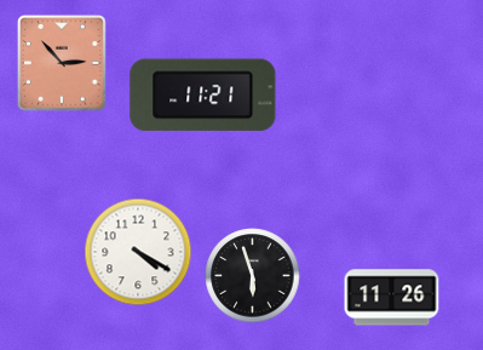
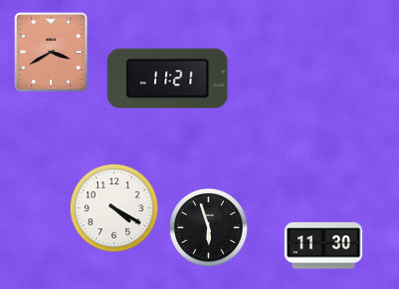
clock at (62, 63): 2:53 -> 3:40
clock at (392, 298): 11:26 -> 11:30
